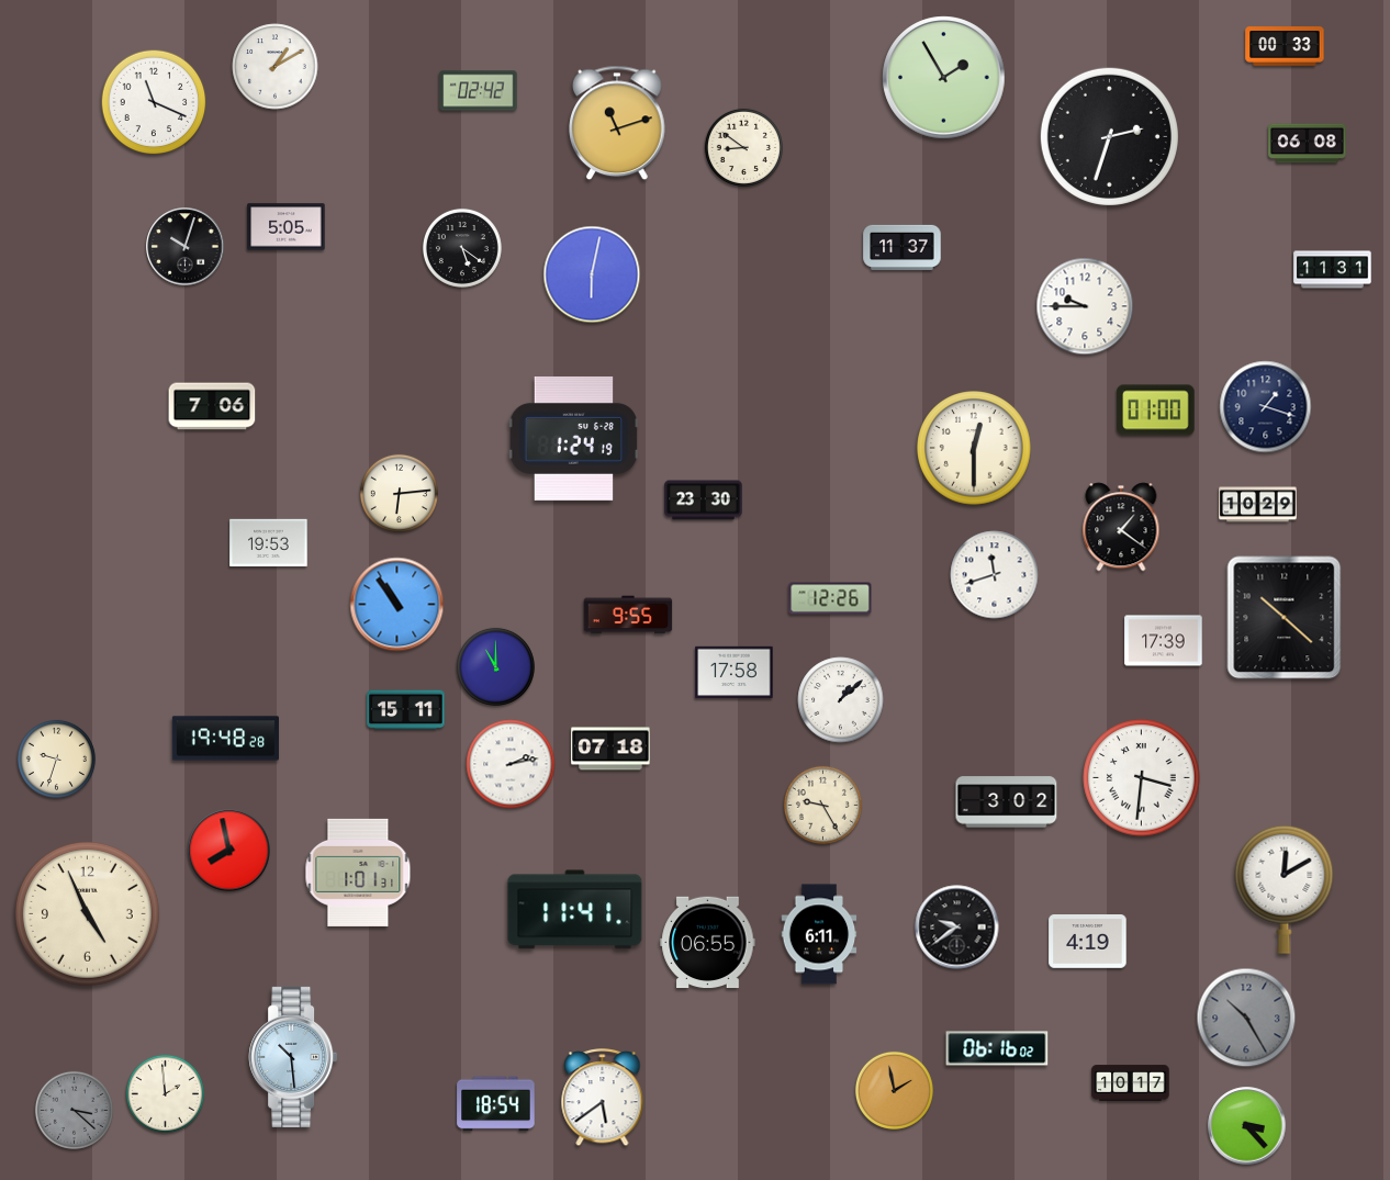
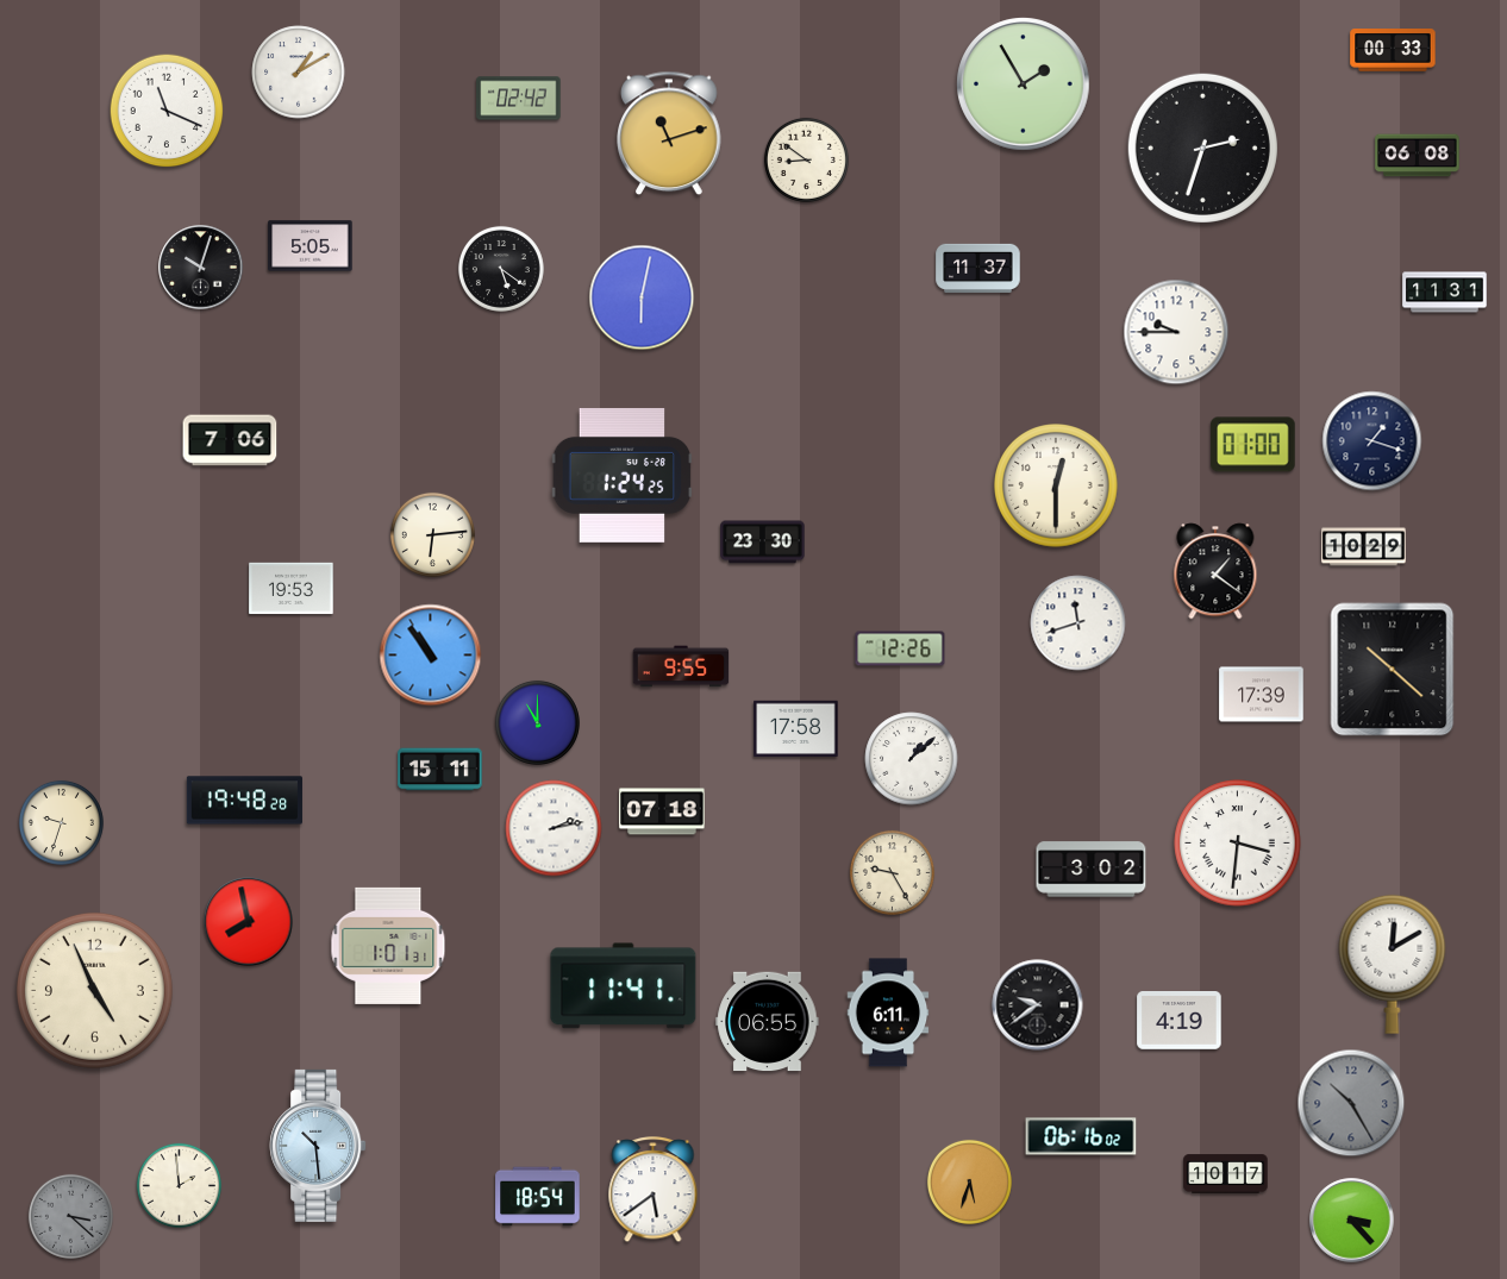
clock at (574, 438): 1:24:19 -> 1:24:25
clock at (894, 1090): 1:58 -> 5:33
clock at (74, 1110) position: (74, 1110) -> (70, 1216)
